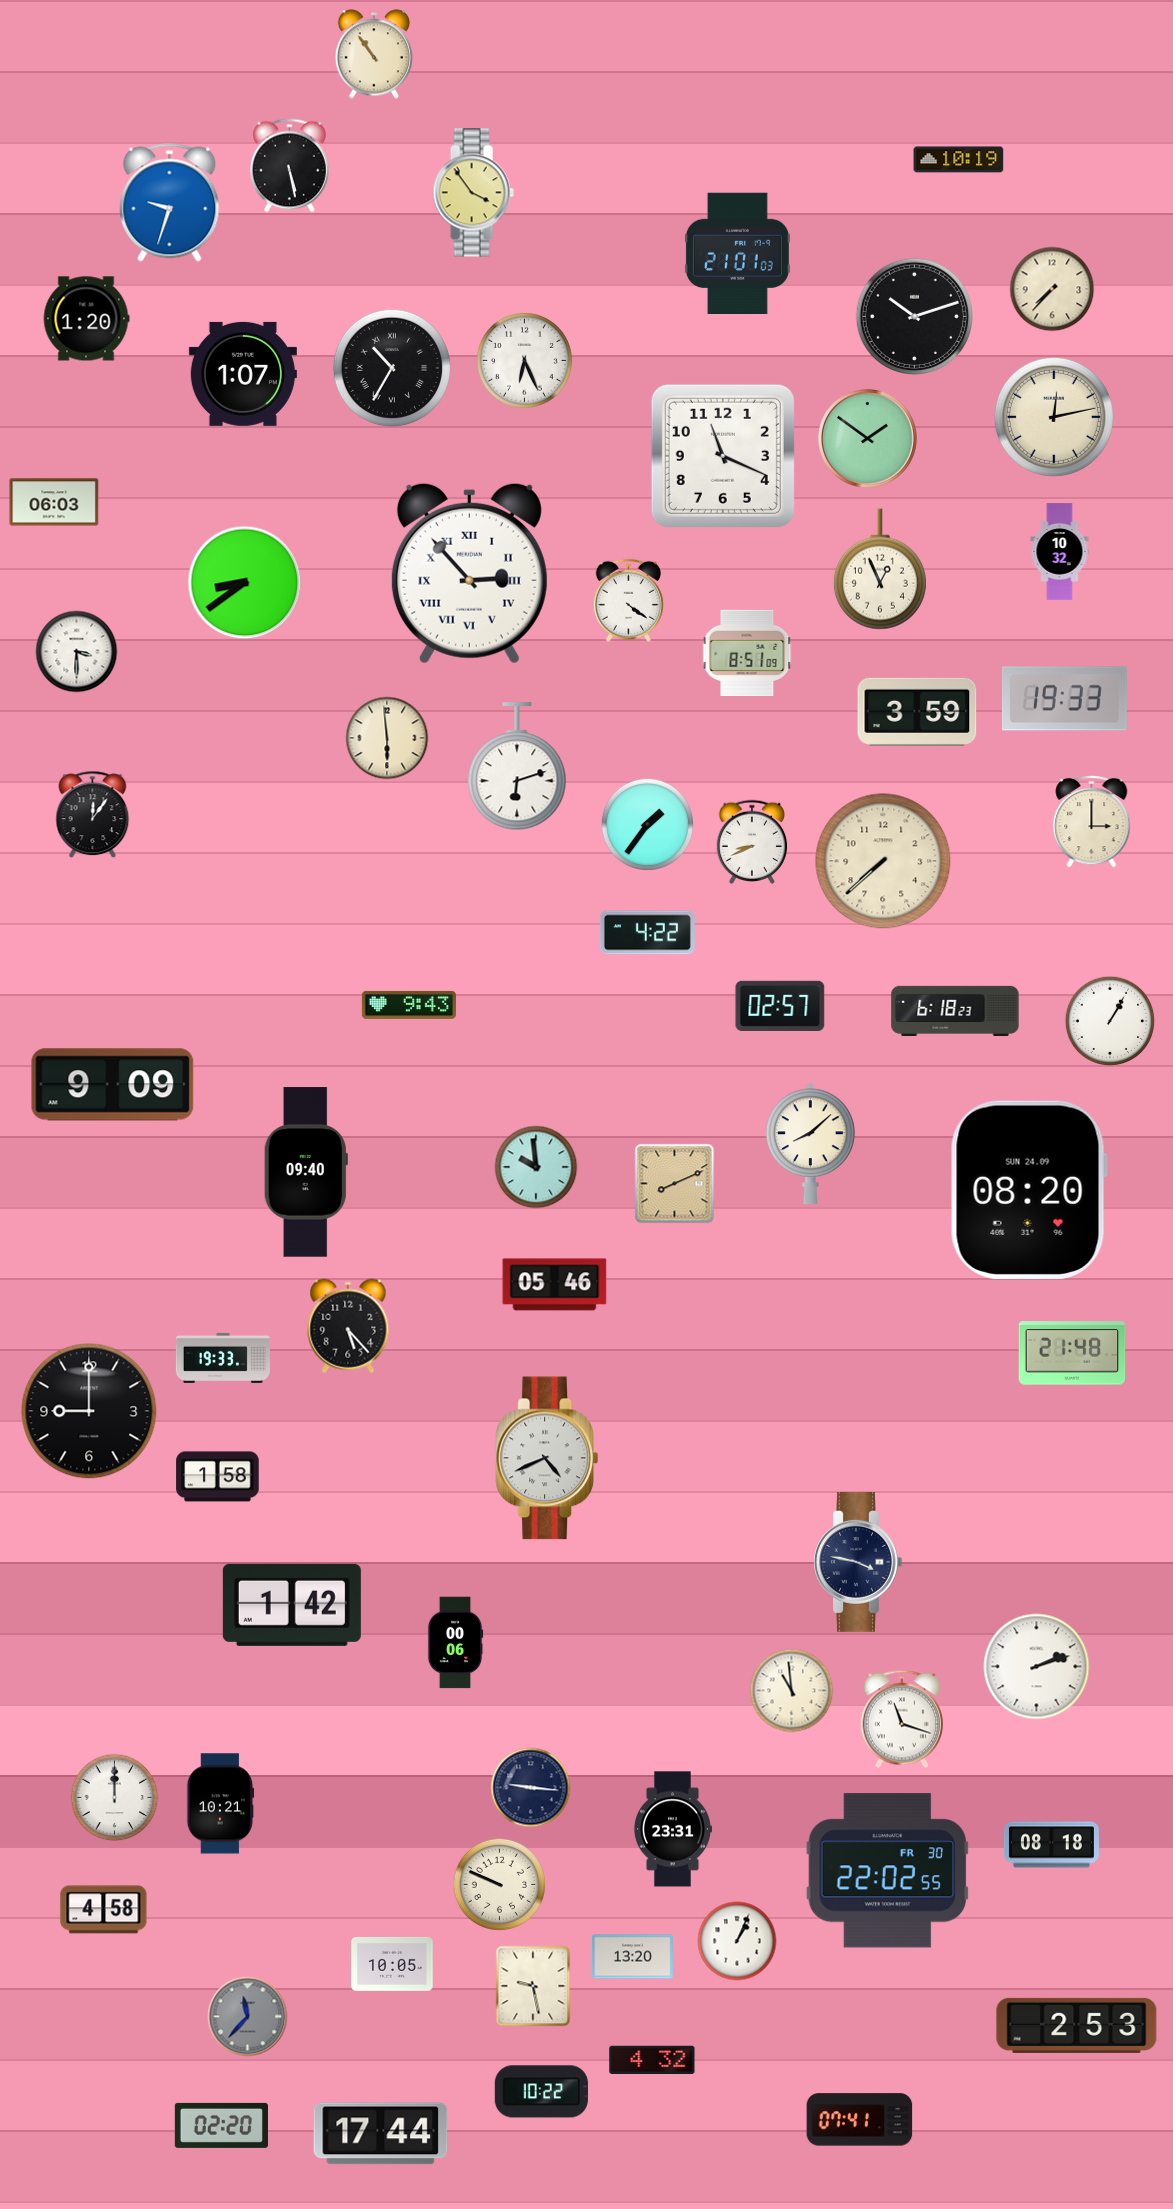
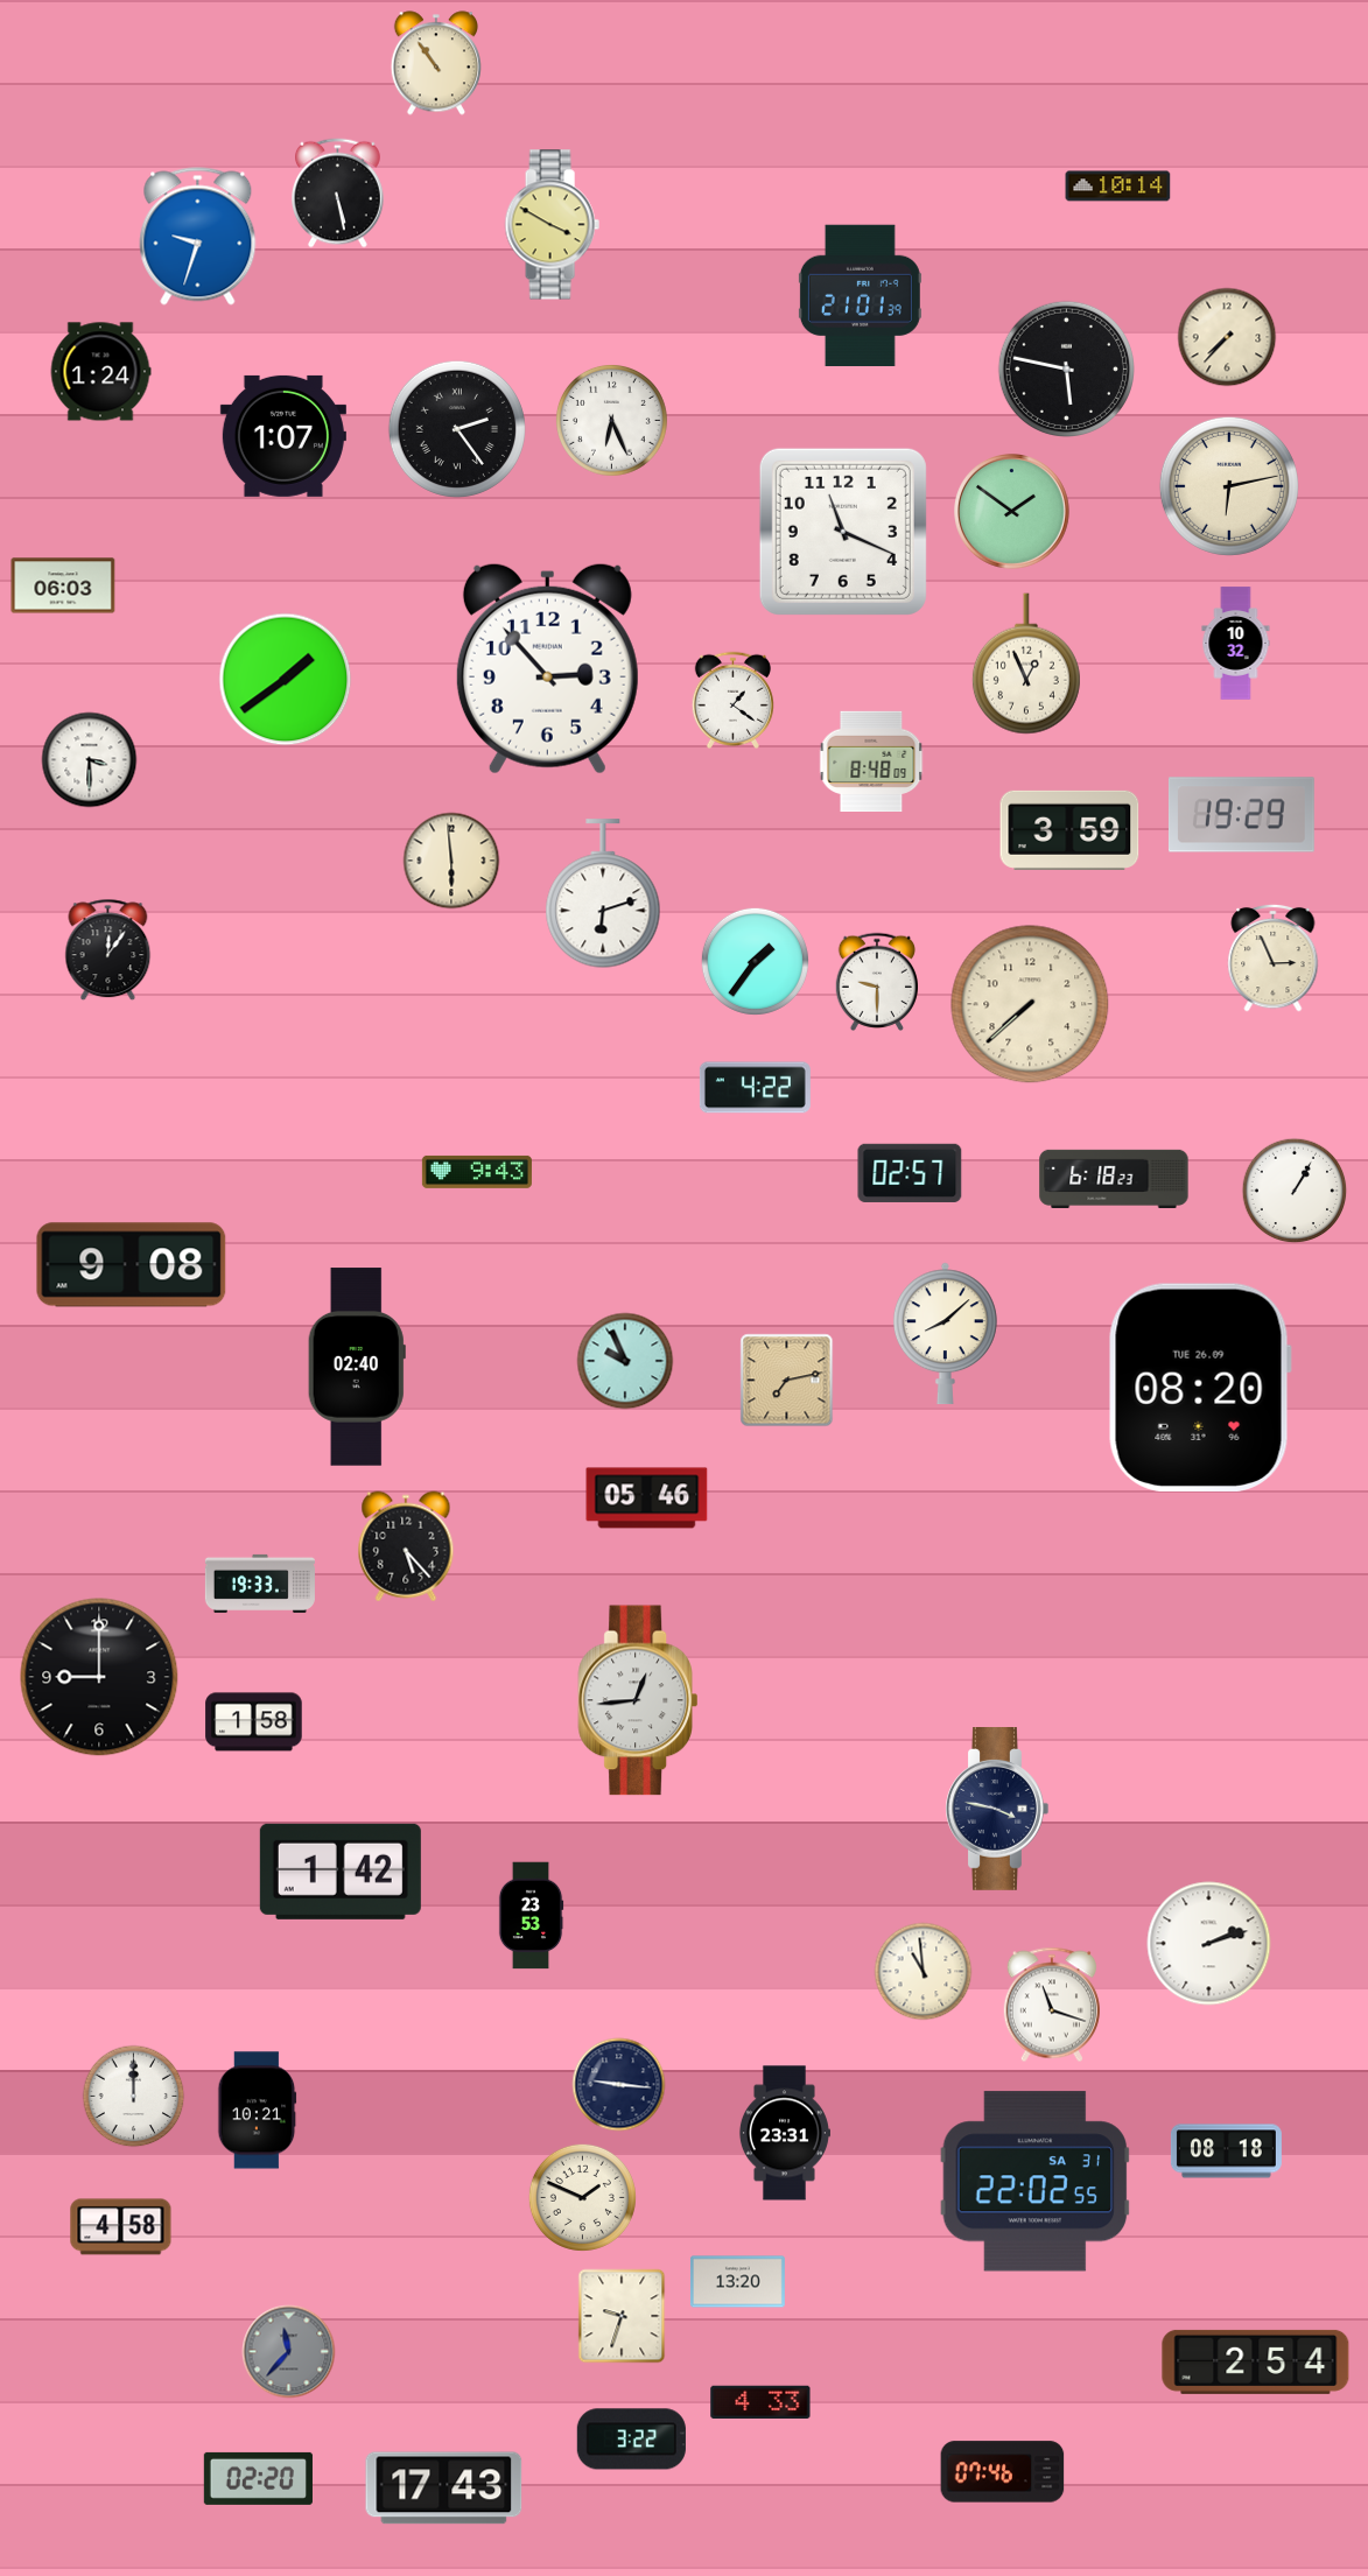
clock at (959, 160): 10:19 -> 10:14
clock at (473, 193): 3:54 -> 3:50
clock at (737, 253): 21:01:03 -> 21:01:39
clock at (914, 316): 10:12 -> 5:47
clock at (86, 319): 1:20 -> 1:24
clock at (392, 368): 10:35 -> 2:24
clock at (1054, 417): 12:13 -> 6:13
clock at (469, 573) numerals: Roman -> Arabic
clock at (245, 583): 8:39 -> 1:39
clock at (628, 600): 4:21 -> 1:21
clock at (747, 652): 8:51 -> 8:48
clock at (1064, 699): 19:33 -> 19:29
clock at (1092, 821): 3:00 -> 2:56
clock at (751, 842): 8:41 -> 9:30
clock at (113, 1085): 9:09 -> 9:08
clock at (536, 1167): 9:59 -> 9:56
clock at (306, 1172): 09:40 -> 02:40
clock at (675, 1184): 8:11 -> 7:13
clock at (1029, 1190) date: SUN 24.09 -> TUE 26.09
clock at (1072, 1353): 21:48 -> none
clock at (89, 1411) position: (89, 1411) -> (99, 1677)
clock at (546, 1458): 4:41 -> 12:44
clock at (858, 1563) position: (858, 1563) -> (997, 1810)
clock at (455, 1643): 00:06 -> 23:53
clock at (221, 1804) position: (221, 1804) -> (258, 2111)
clock at (888, 1871) date: FR 30 -> SA 31
clock at (499, 1884): 9:49 -> 1:49
clock at (737, 1941): 1:04 -> none
clock at (392, 1964): 10:05 -> none
clock at (533, 1986): 9:28 -> 9:33
clock at (1077, 2025): 2:53 -> 2:54
clock at (652, 2059): 4:32 -> 4:33
clock at (541, 2092): 10:22 -> 3:22
clock at (860, 2120): 07:41 -> 07:46
clock at (381, 2134): 17:44 -> 17:43
